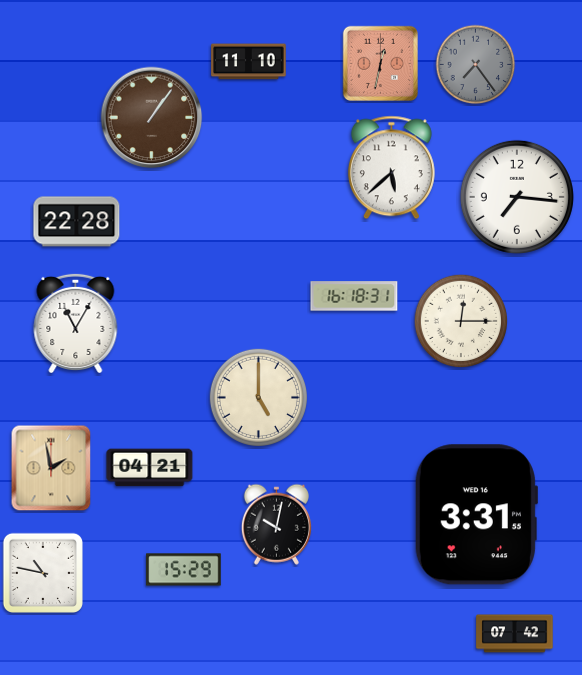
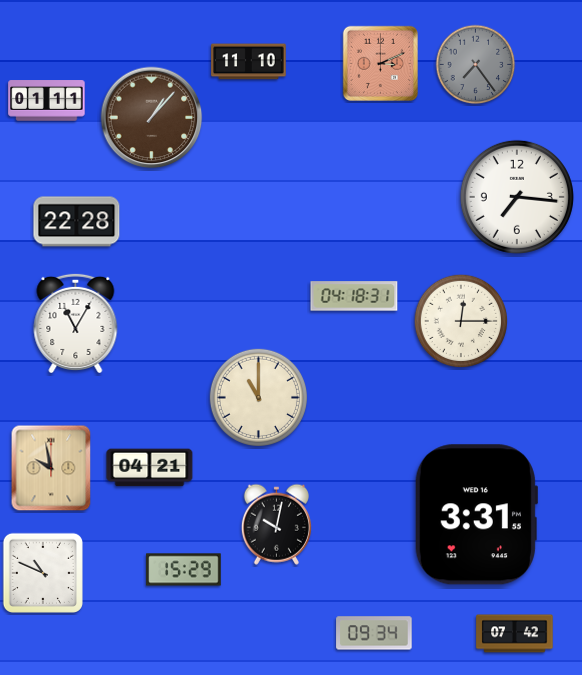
clock at (380, 63): 12:32 -> 3:11
clock at (47, 101): none -> 01:11
clock at (152, 118): 1:06 -> 1:07
clock at (391, 168): 5:38 -> none
clock at (354, 296): 16:18 -> 04:18
clock at (258, 397): 5:00 -> 11:00
clock at (51, 468): 1:58 -> 9:58
clock at (42, 572): 10:47 -> 10:49
clock at (374, 633): none -> 09:34
